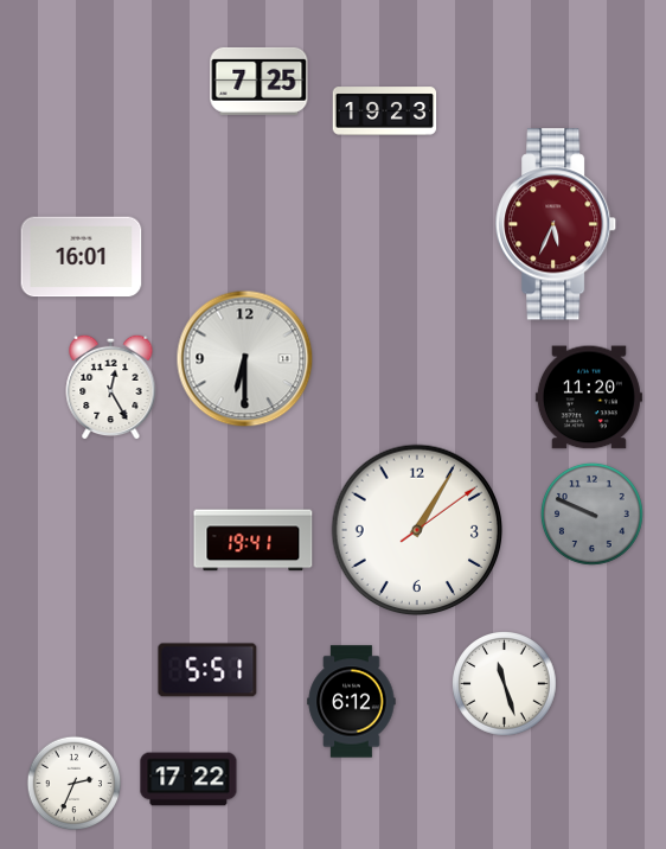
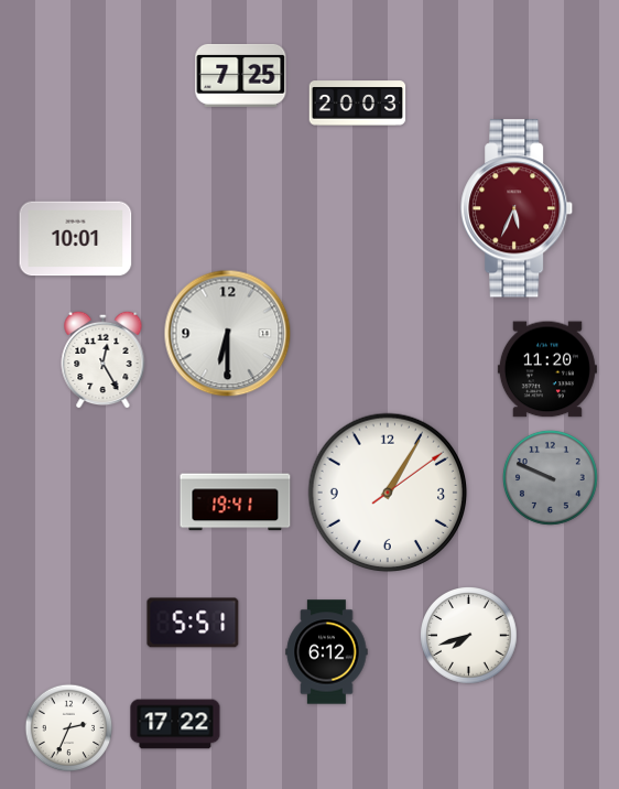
clock at (385, 111): 19:23 -> 20:03
clock at (82, 257): 16:01 -> 10:01
clock at (505, 684): 11:27 -> 7:42
